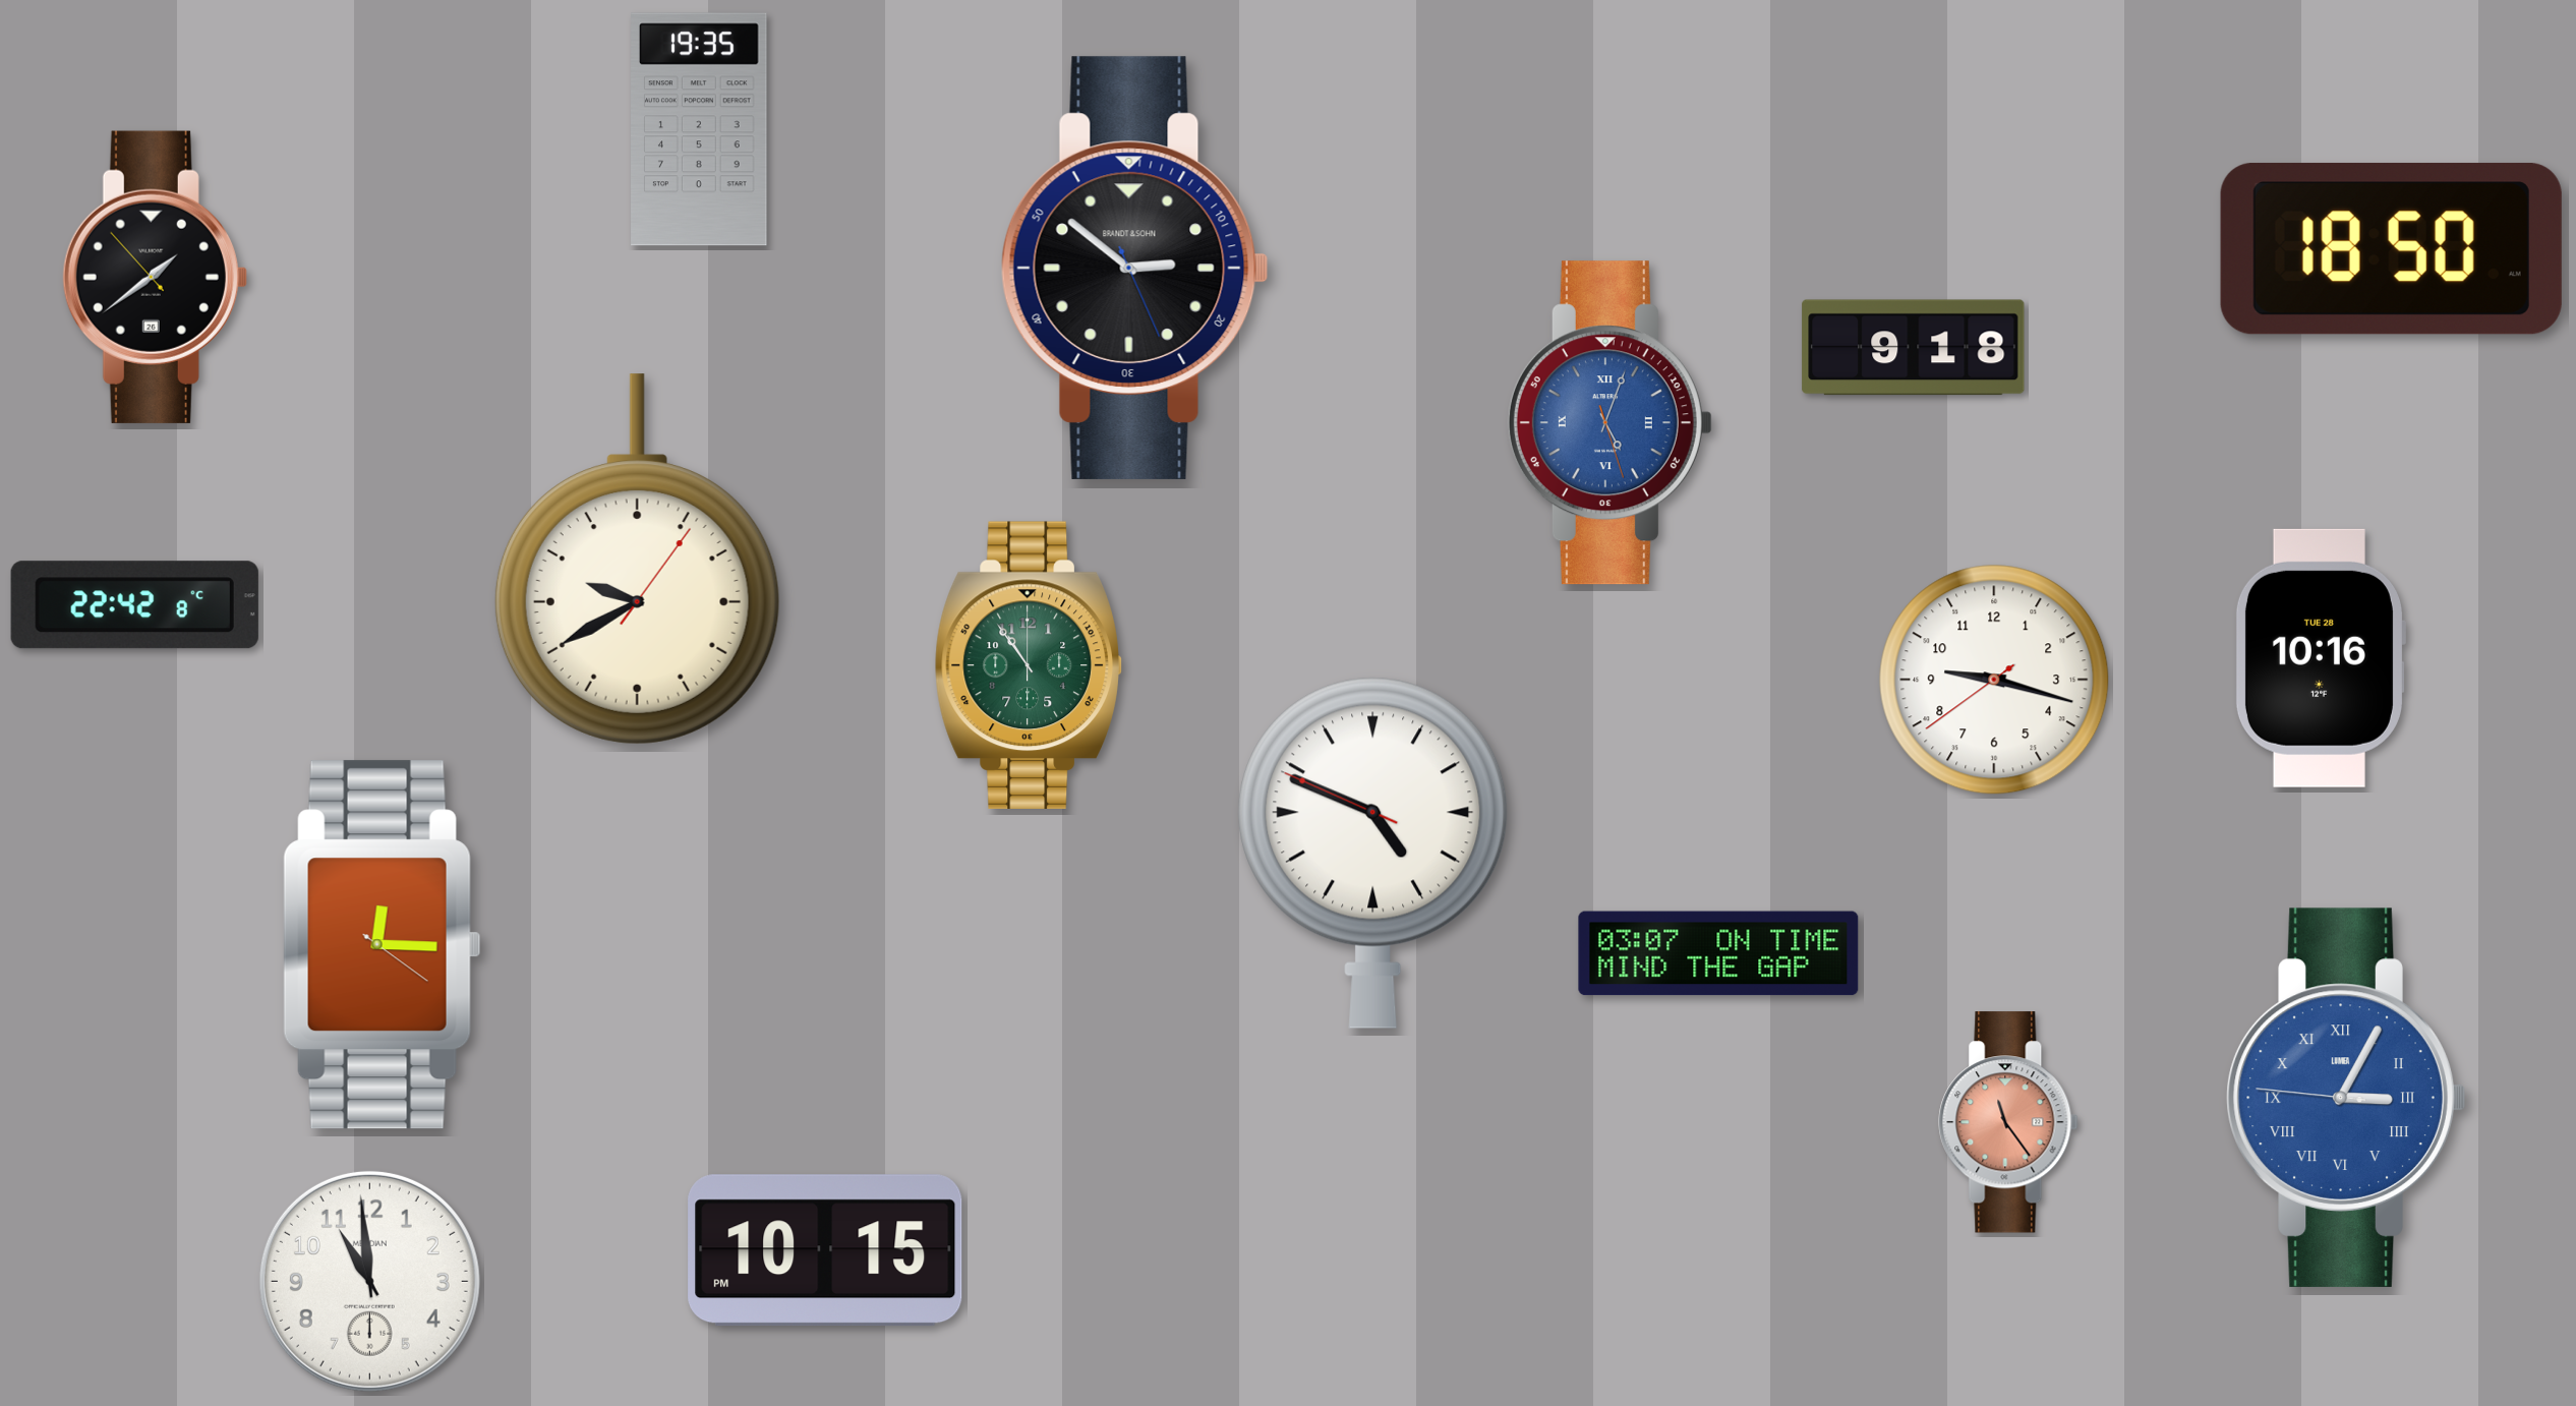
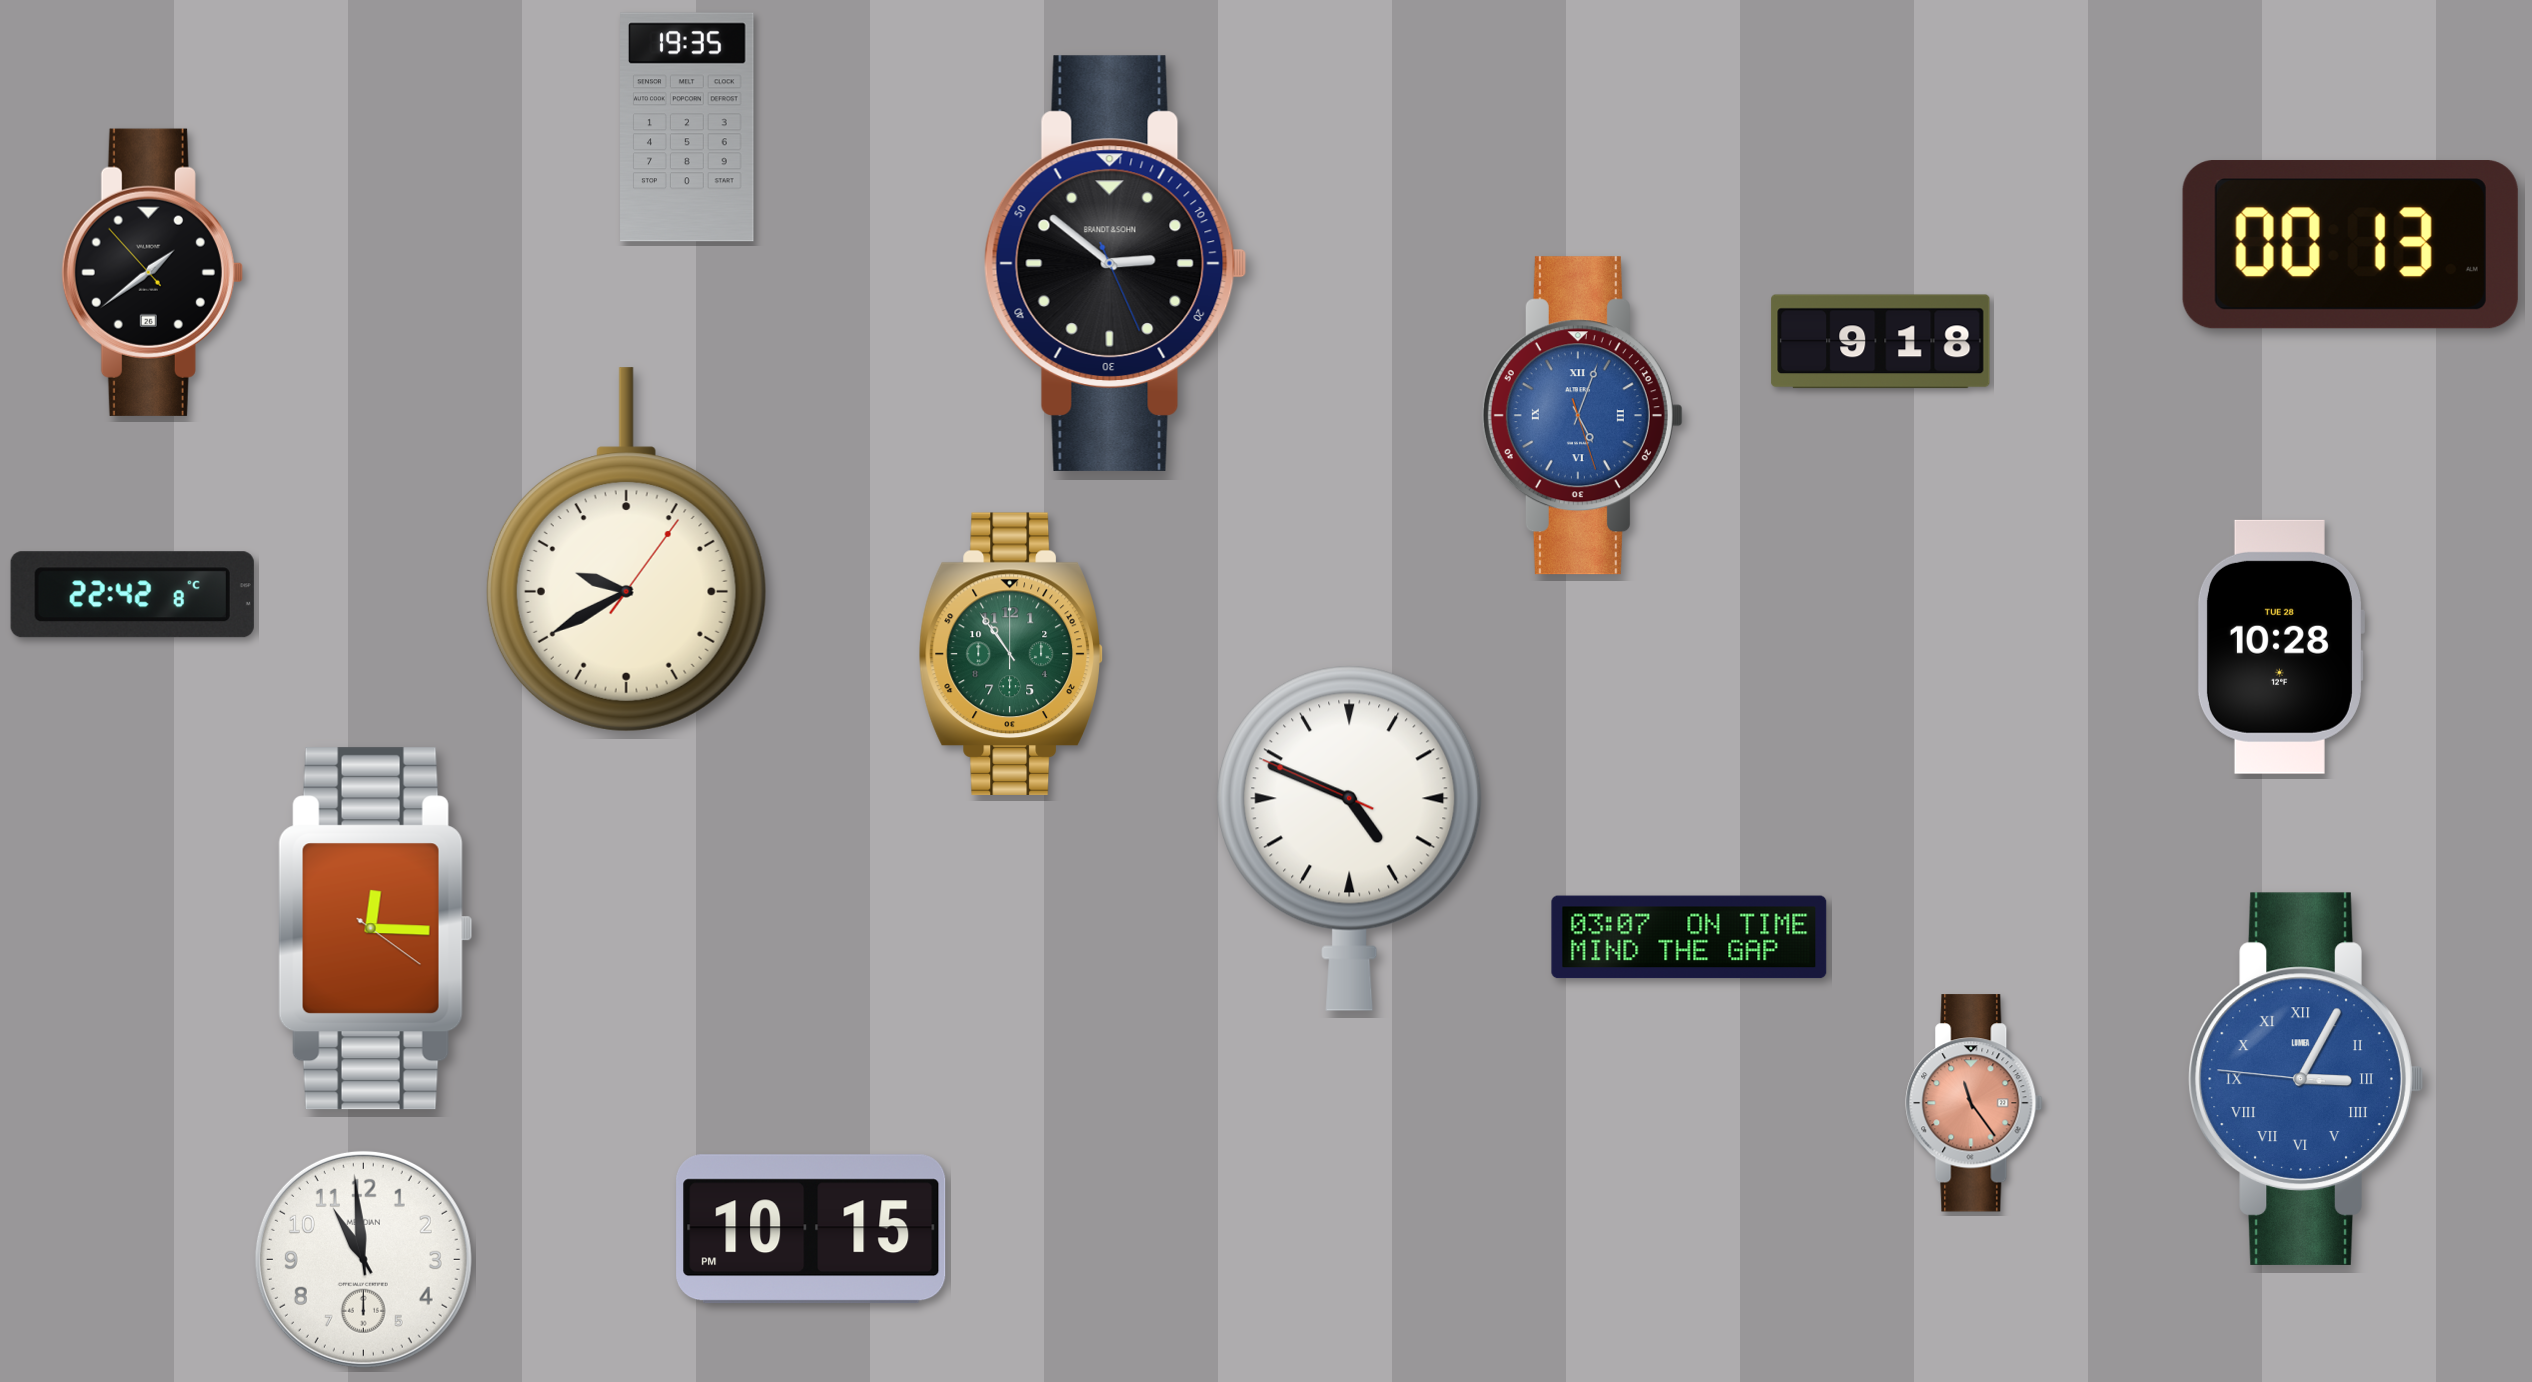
clock at (2391, 249): 18:50 -> 00:13
clock at (2320, 658): 10:16 -> 10:28
clock at (1994, 680): 9:17 -> none
